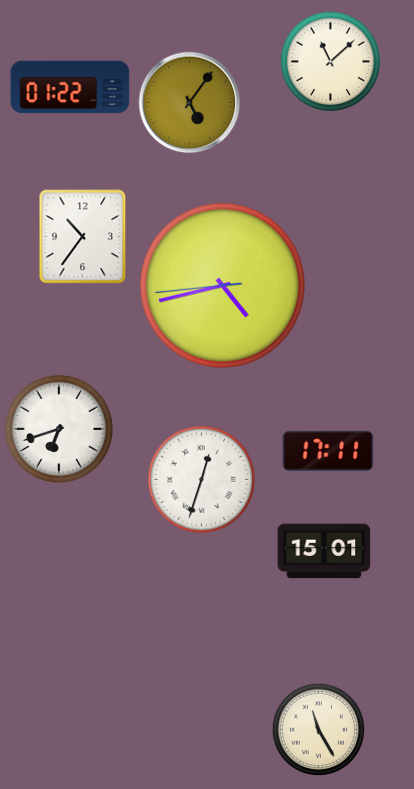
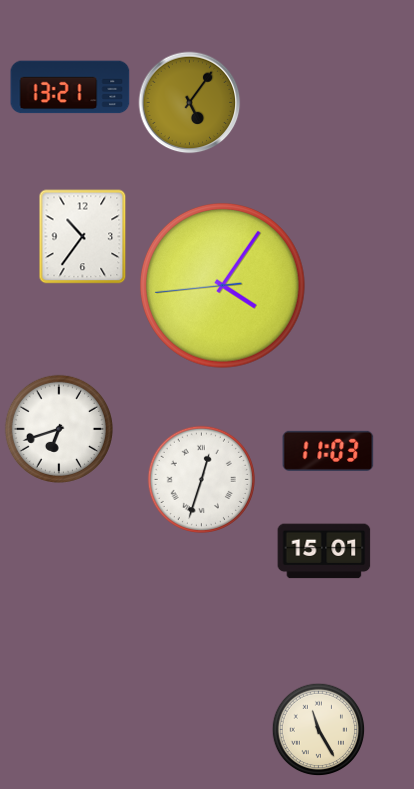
clock at (330, 61): 11:08 -> none
clock at (70, 87): 01:22 -> 13:21
clock at (222, 285): 4:42 -> 4:05
clock at (328, 451): 17:11 -> 11:03
